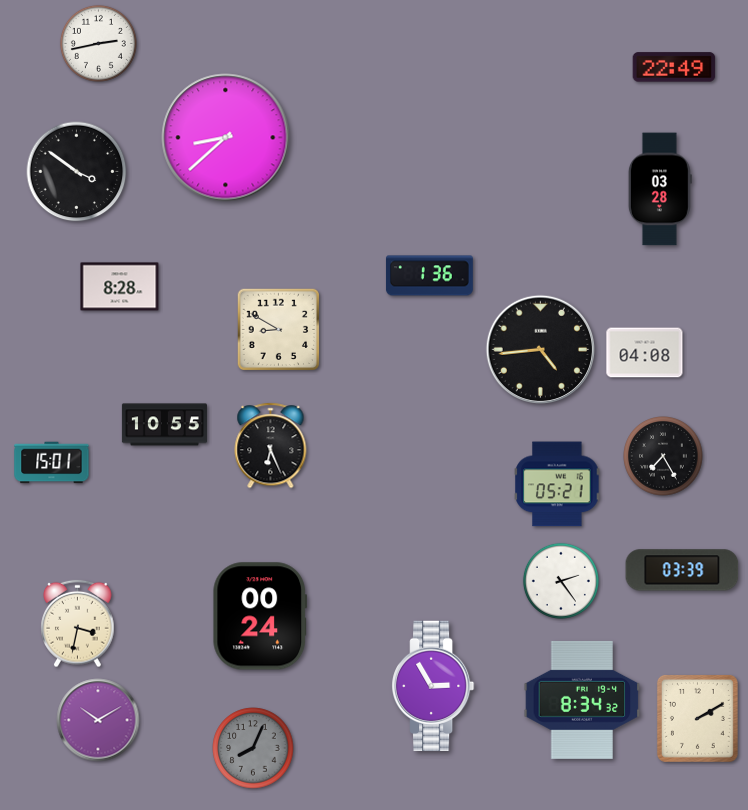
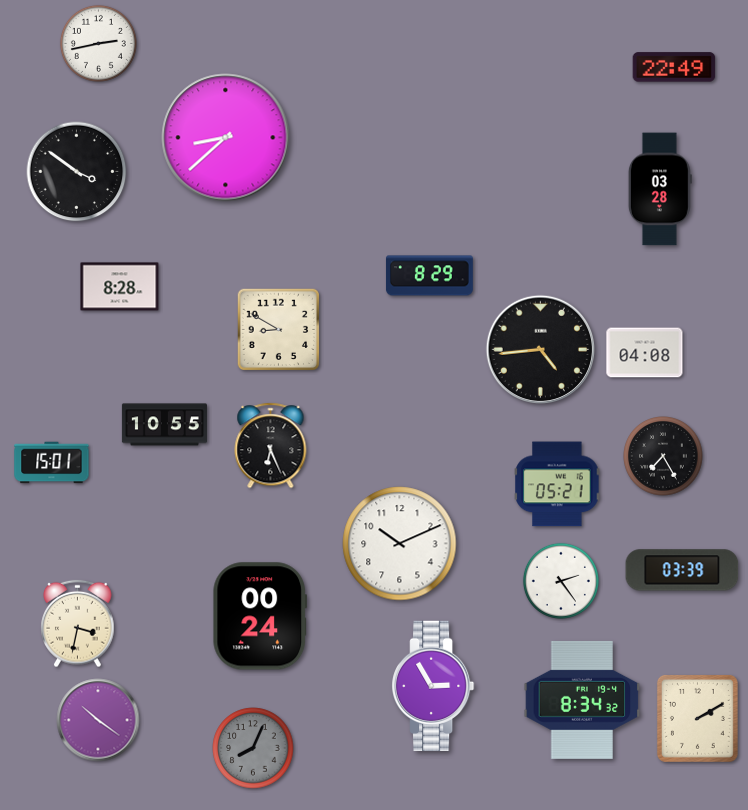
clock at (429, 276): 1:36 -> 8:29
clock at (400, 544): none -> 10:11
clock at (98, 720): 10:10 -> 10:21
